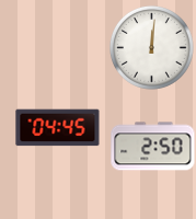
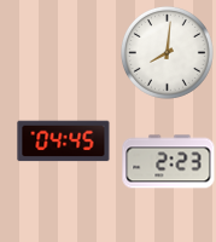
clock at (151, 47): 12:01 -> 8:01
clock at (153, 147): 2:50 -> 2:23
